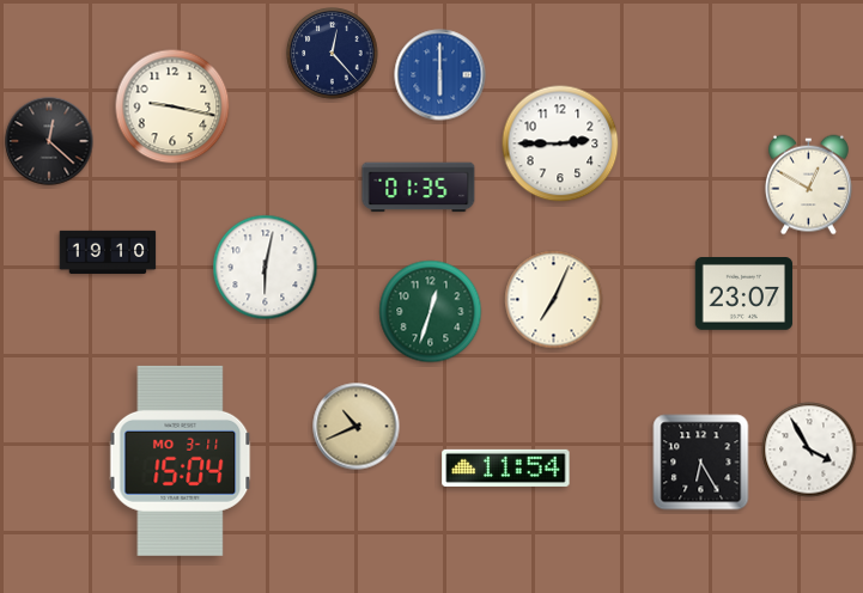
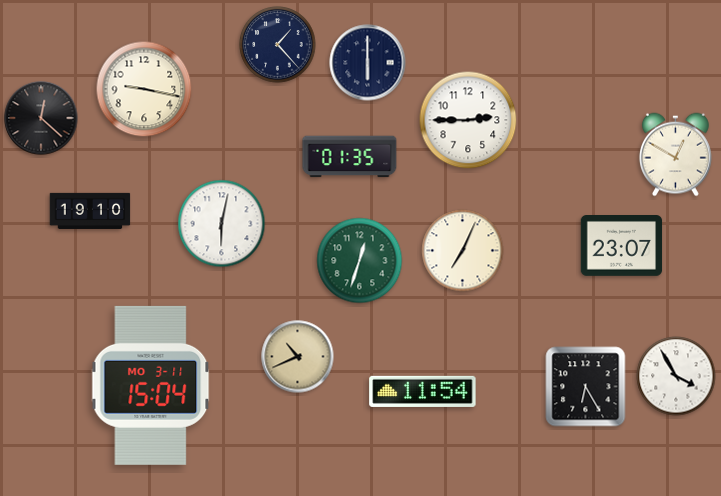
clock at (333, 54): 12:23 -> 1:23
clock at (440, 75) dial: blue -> navy
